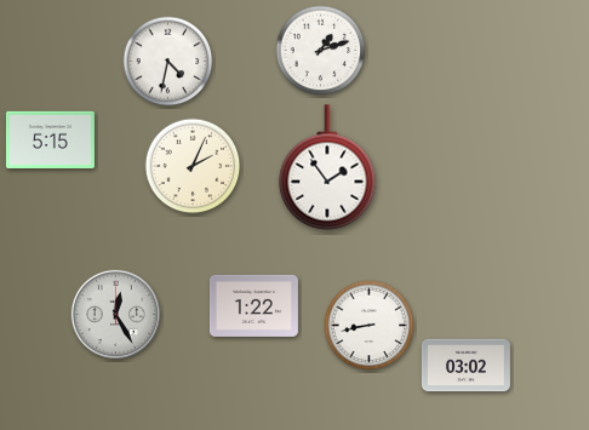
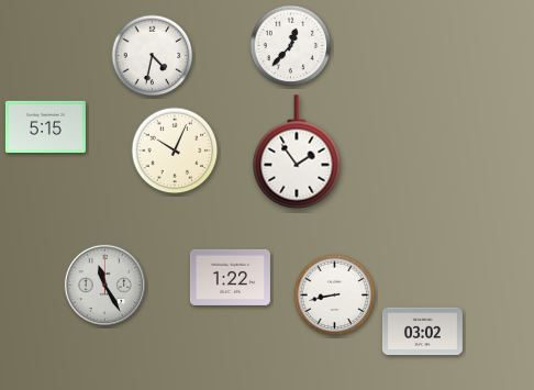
clock at (321, 51): 1:12 -> 12:37
clock at (193, 166): 2:04 -> 10:04
clock at (115, 314): 12:25 -> 11:25
